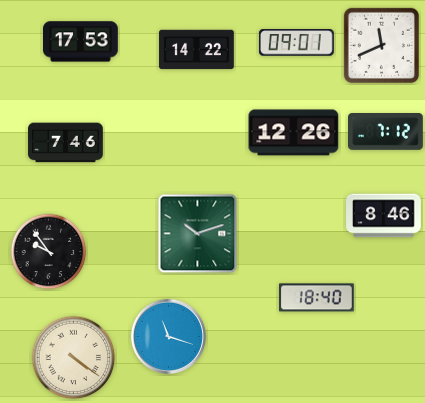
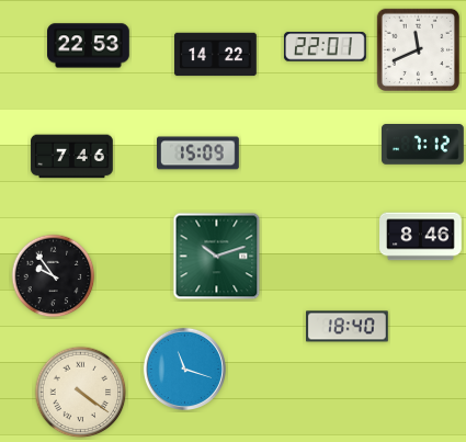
clock at (81, 42): 17:53 -> 22:53
clock at (297, 43): 09:01 -> 22:01
clock at (294, 133): 12:26 -> none
clock at (198, 154): none -> 15:09
